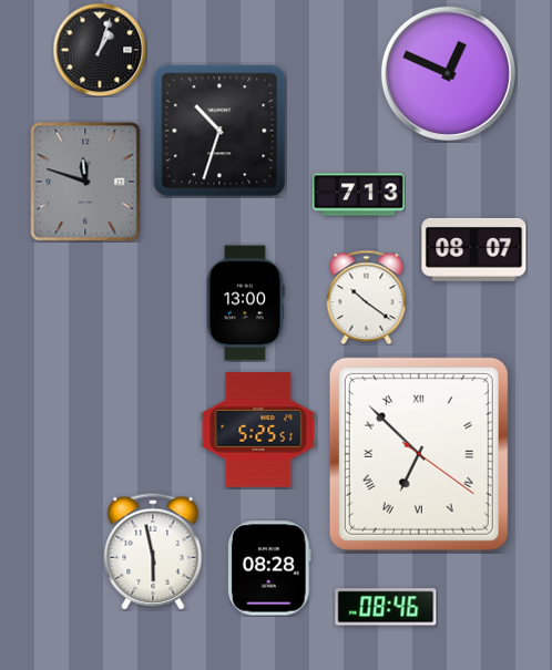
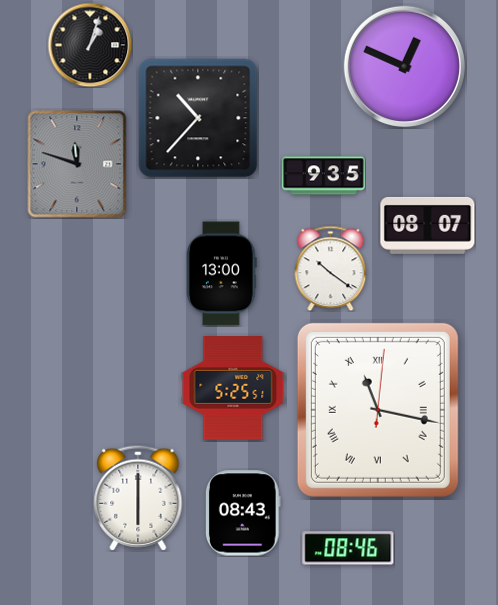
clock at (219, 131): 10:33 -> 10:37
clock at (359, 195): 7:13 -> 9:35
clock at (419, 454): 6:52 -> 11:17
clock at (153, 552): 5:58 -> 6:00
clock at (269, 568): 08:28 -> 08:43
